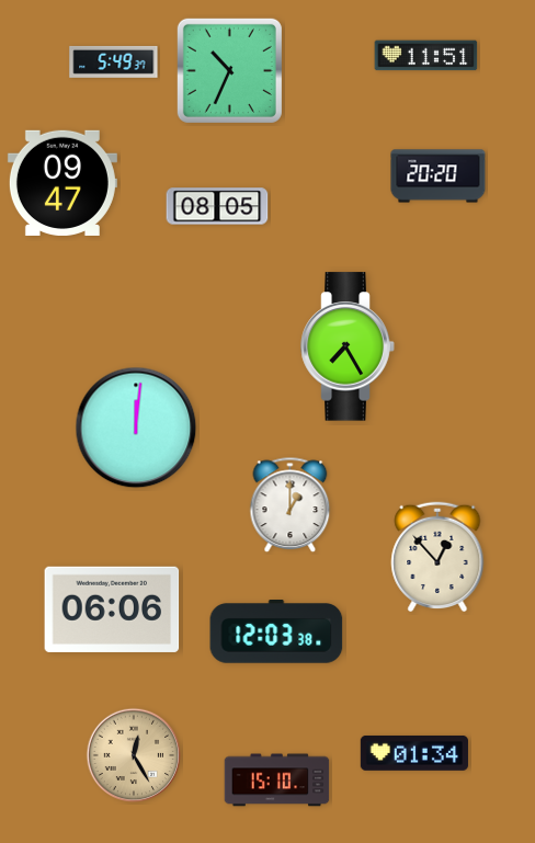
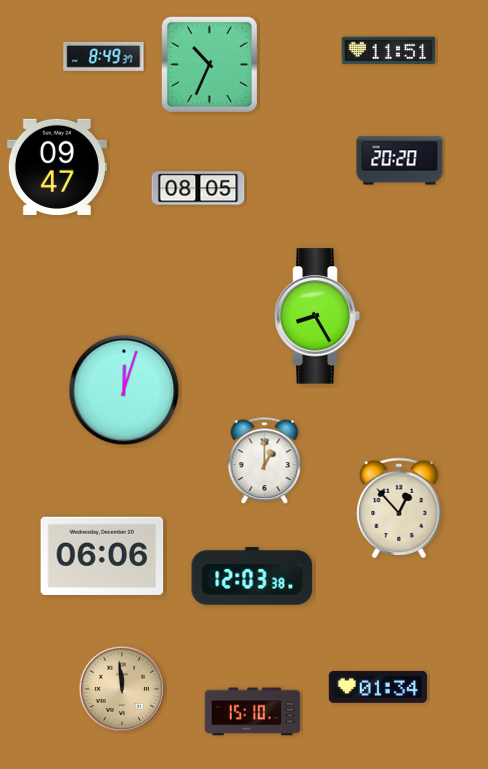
clock at (114, 61): 5:49 -> 8:49
clock at (348, 346): 7:25 -> 8:25
clock at (136, 428): 12:01 -> 12:03
clock at (134, 755): 12:25 -> 11:59
